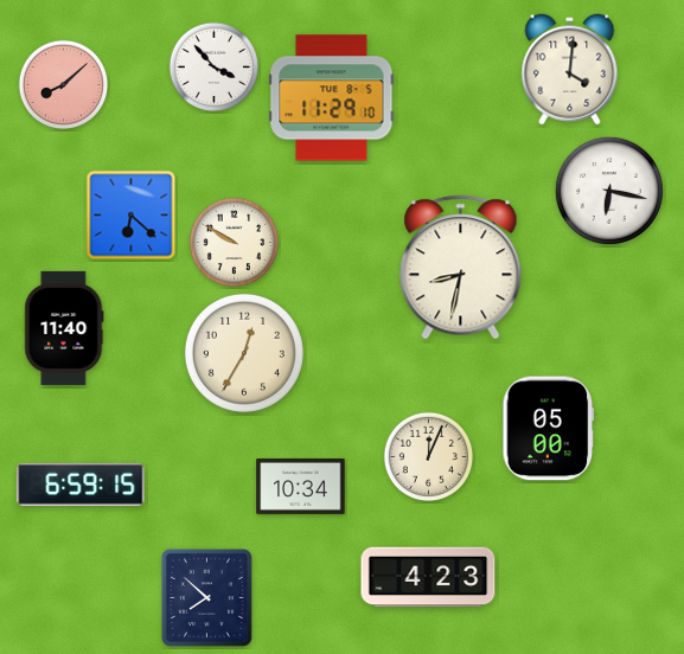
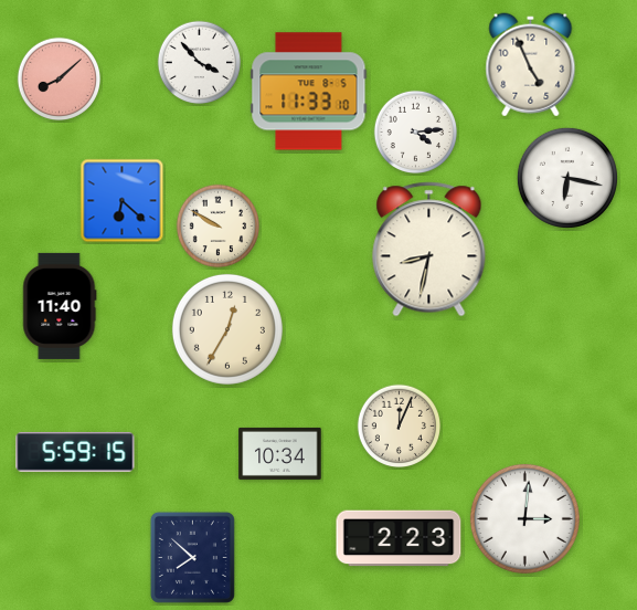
clock at (570, 70): 4:01 -> 4:56
clock at (332, 98): 11:29 -> 11:33
clock at (416, 133): none -> 4:14
clock at (549, 429): 05:00 -> none
clock at (81, 485): 6:59 -> 5:59
clock at (524, 518): none -> 3:01
clock at (428, 577): 4:23 -> 2:23
